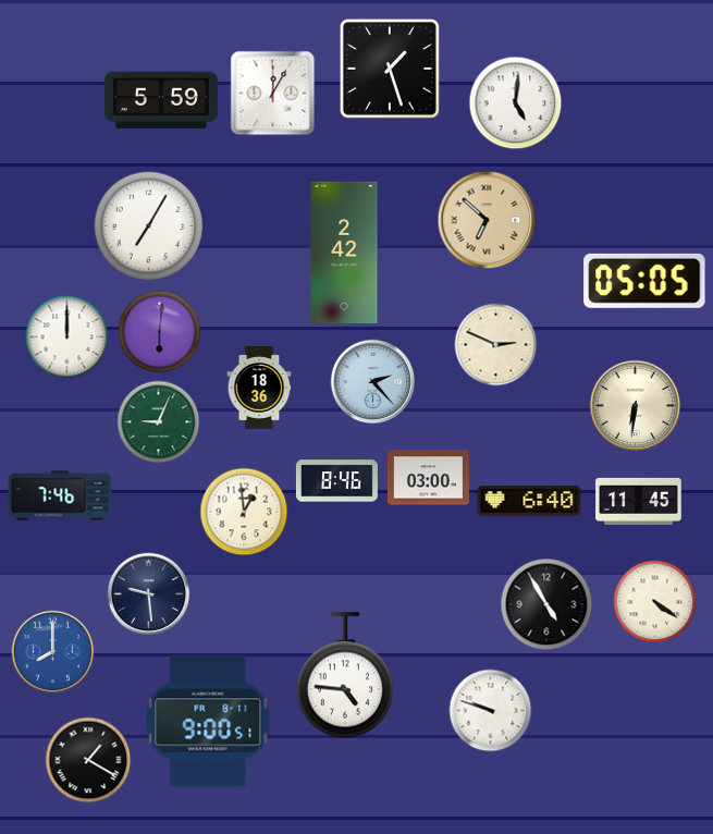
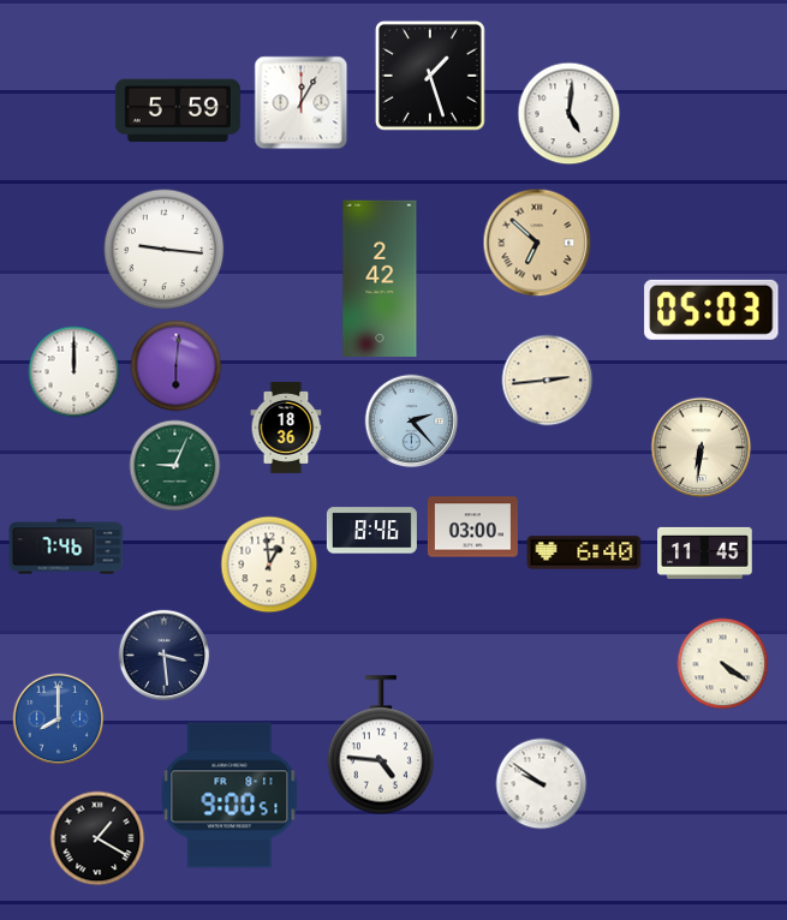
clock at (149, 226): 7:05 -> 9:16
clock at (644, 281): 05:05 -> 05:03
clock at (496, 345): 2:49 -> 2:44
clock at (149, 594): 9:29 -> 3:29
clock at (546, 604): 4:55 -> none
clock at (491, 711): 9:48 -> 9:51
